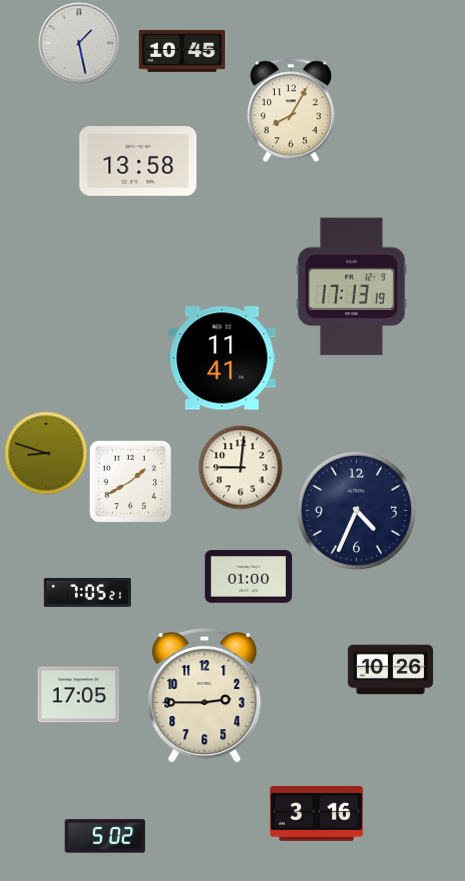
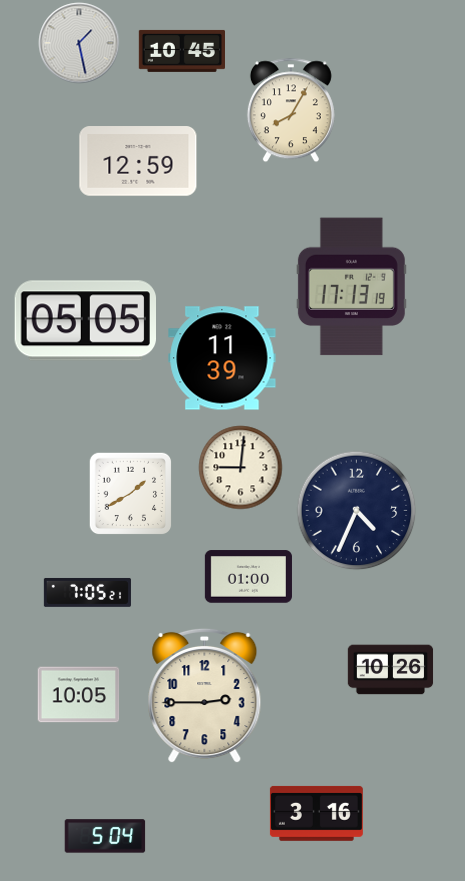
clock at (138, 161): 13:58 -> 12:59
clock at (85, 321): none -> 05:05
clock at (222, 358): 11:41 -> 11:39
clock at (46, 453): 8:48 -> none
clock at (130, 481) position: (130, 481) -> (130, 493)
clock at (78, 695): 17:05 -> 10:05
clock at (105, 836): 5:02 -> 5:04
